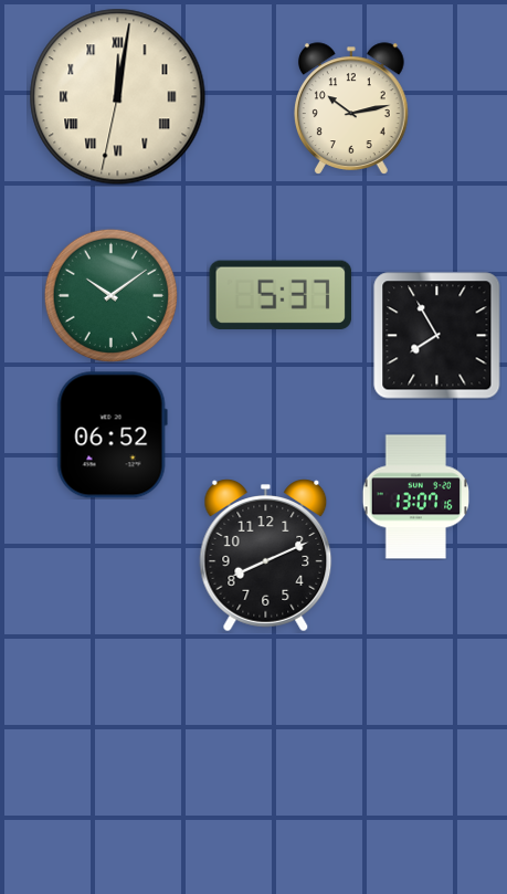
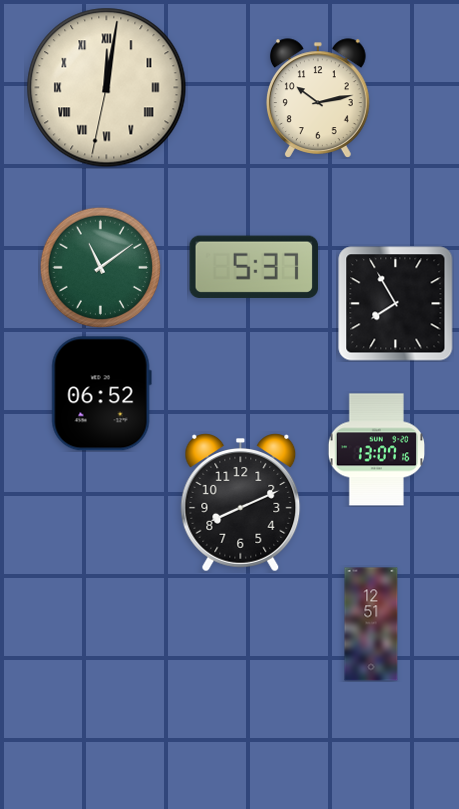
clock at (110, 295): 10:09 -> 11:09
clock at (371, 624): none -> 12:51
